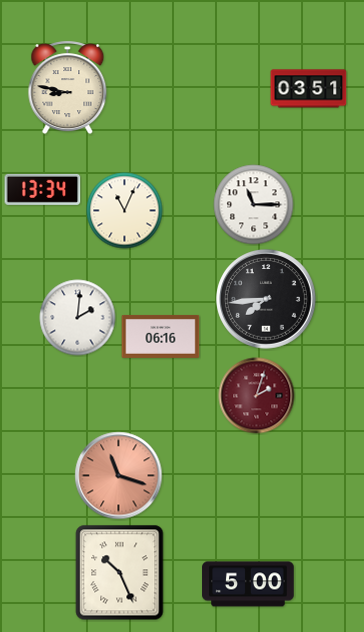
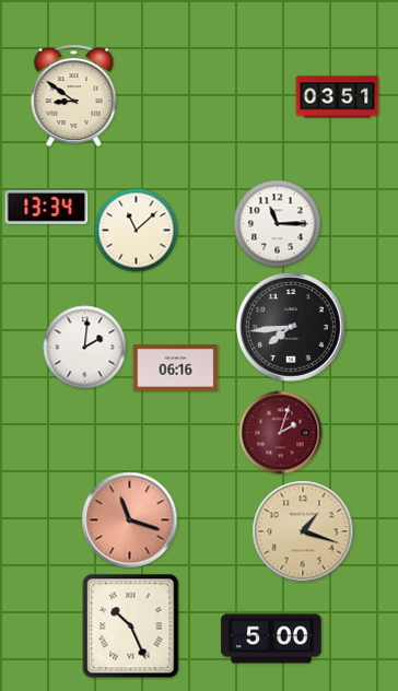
clock at (68, 88): 8:47 -> 8:51
clock at (125, 211): 11:04 -> 11:08
clock at (303, 531): none -> 1:18
